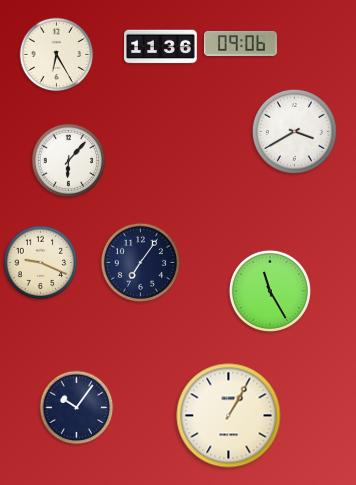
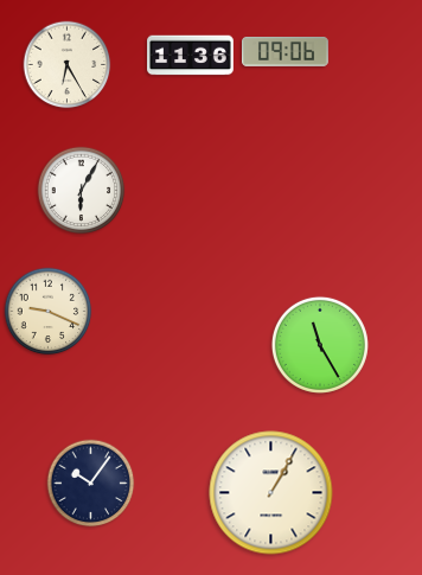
clock at (294, 131): 3:40 -> none
clock at (69, 161): 6:07 -> 6:05
clock at (140, 262): 7:06 -> none
